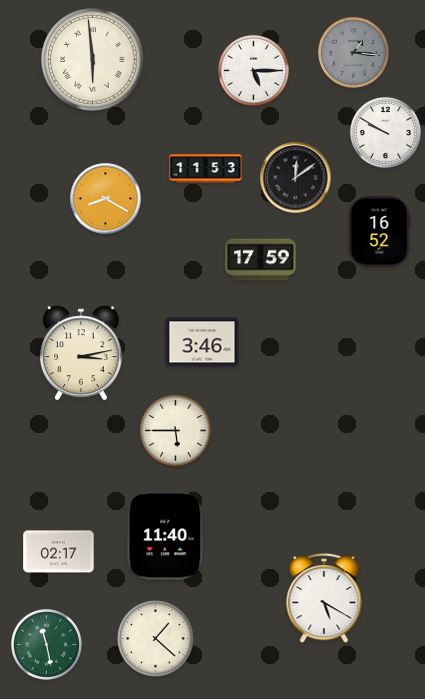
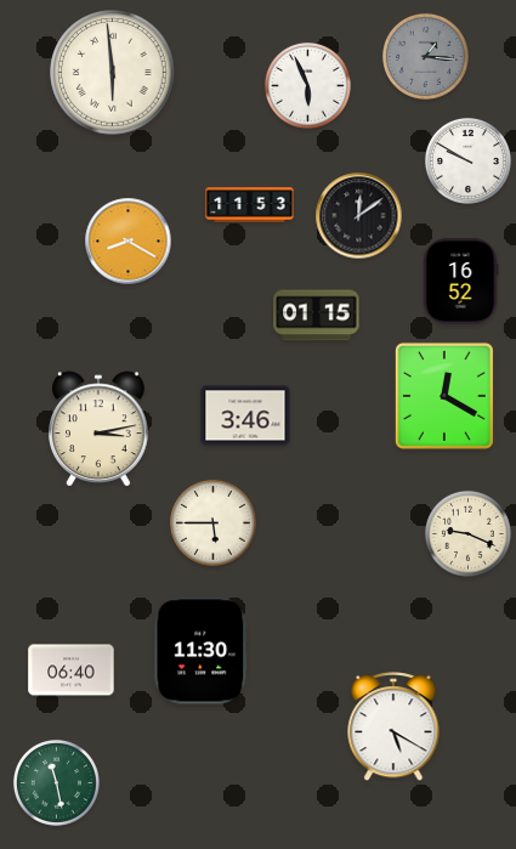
clock at (353, 52) position: (353, 52) -> (425, 56)
clock at (253, 70): 5:15 -> 5:56
clock at (261, 260): 17:59 -> 01:15
clock at (444, 396): none -> 12:20
clock at (467, 533): none -> 9:19
clock at (166, 536): 11:40 -> 11:30
clock at (59, 552): 02:17 -> 06:40
clock at (156, 639): 1:22 -> none
